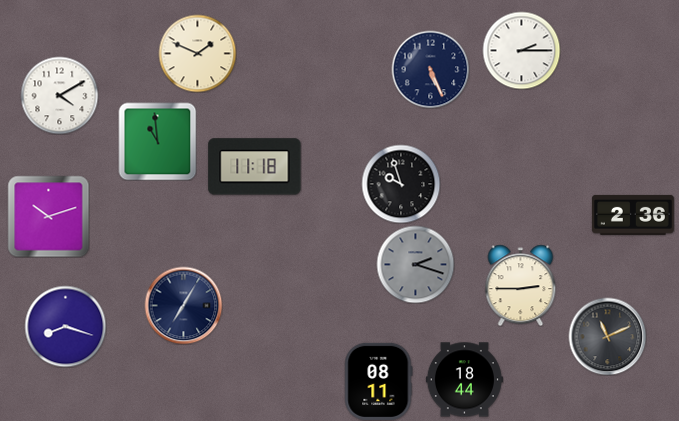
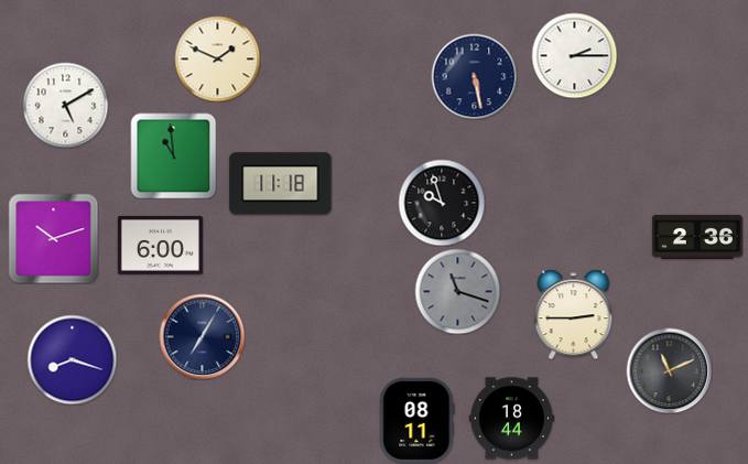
clock at (430, 69): 5:26 -> 5:28
clock at (59, 95): 4:10 -> 5:10
clock at (160, 245): none -> 6:00
clock at (415, 264): 2:18 -> 11:18
